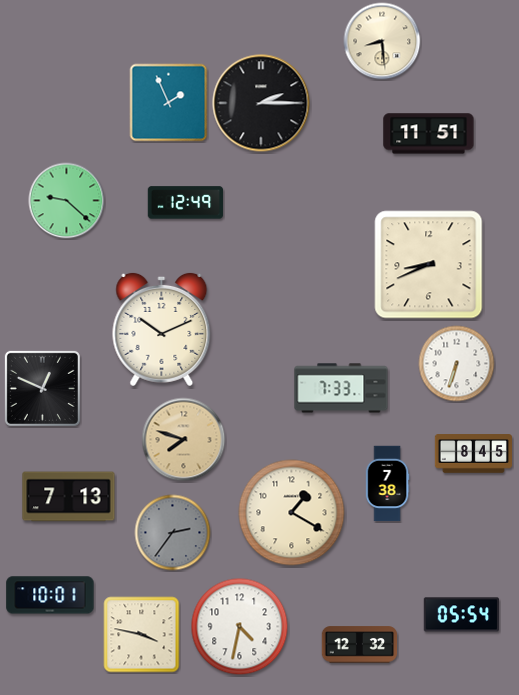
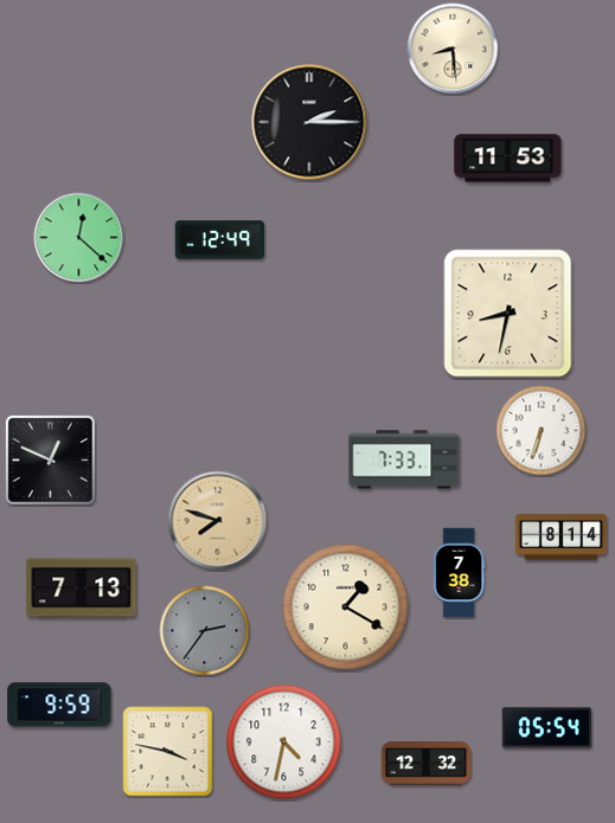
clock at (169, 103): 1:56 -> none
clock at (429, 134): 11:51 -> 11:53
clock at (67, 201): 9:22 -> 12:22
clock at (429, 265): 8:41 -> 8:32
clock at (162, 329): 10:11 -> none
clock at (473, 454): 8:45 -> 8:14
clock at (50, 595): 10:01 -> 9:59
